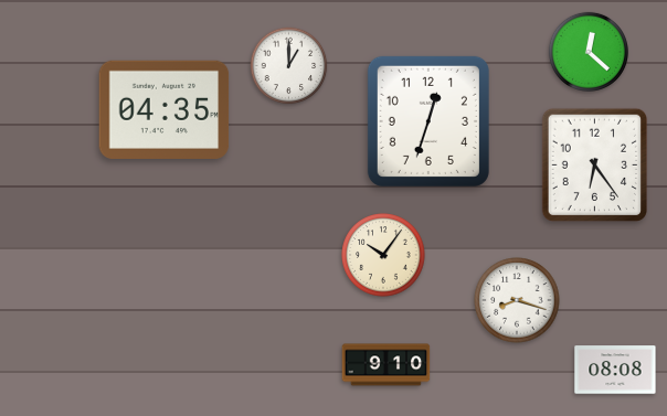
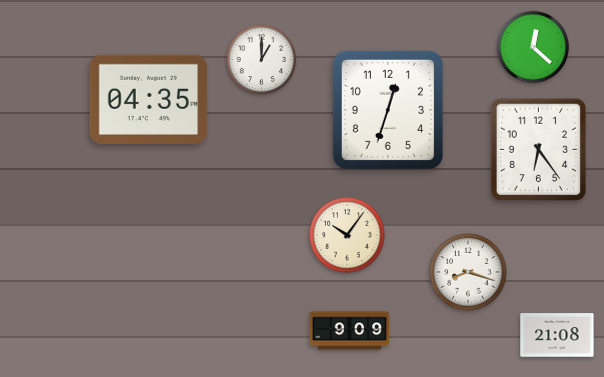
clock at (383, 255) position: (383, 255) -> (347, 235)
clock at (387, 365): 9:10 -> 9:09
clock at (615, 370): 08:08 -> 21:08
